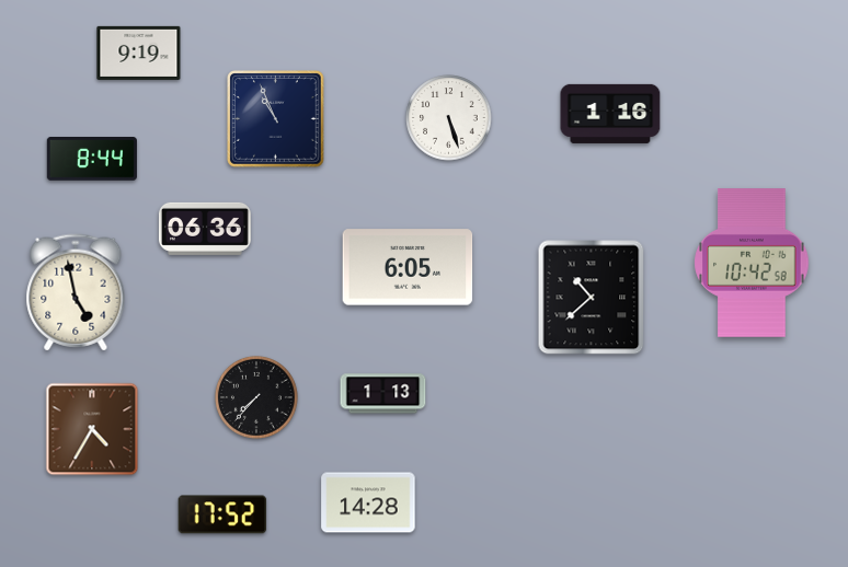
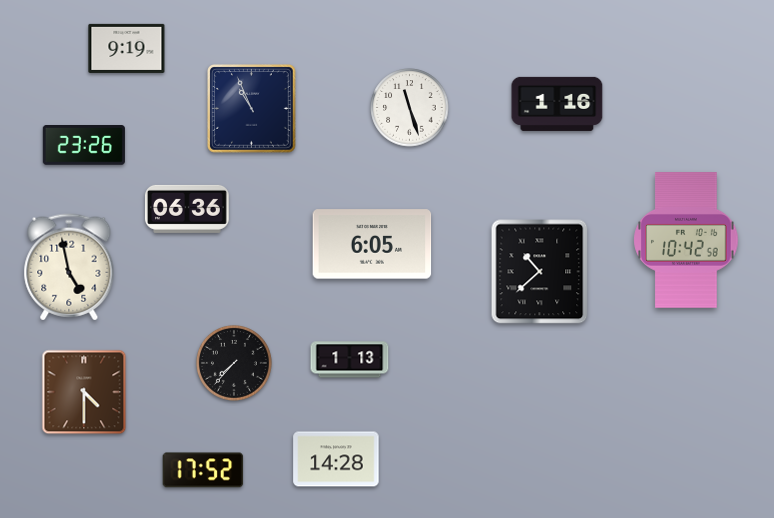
clock at (449, 118): 5:27 -> 11:27
clock at (92, 160): 8:44 -> 23:26
clock at (92, 429): 4:35 -> 4:30
